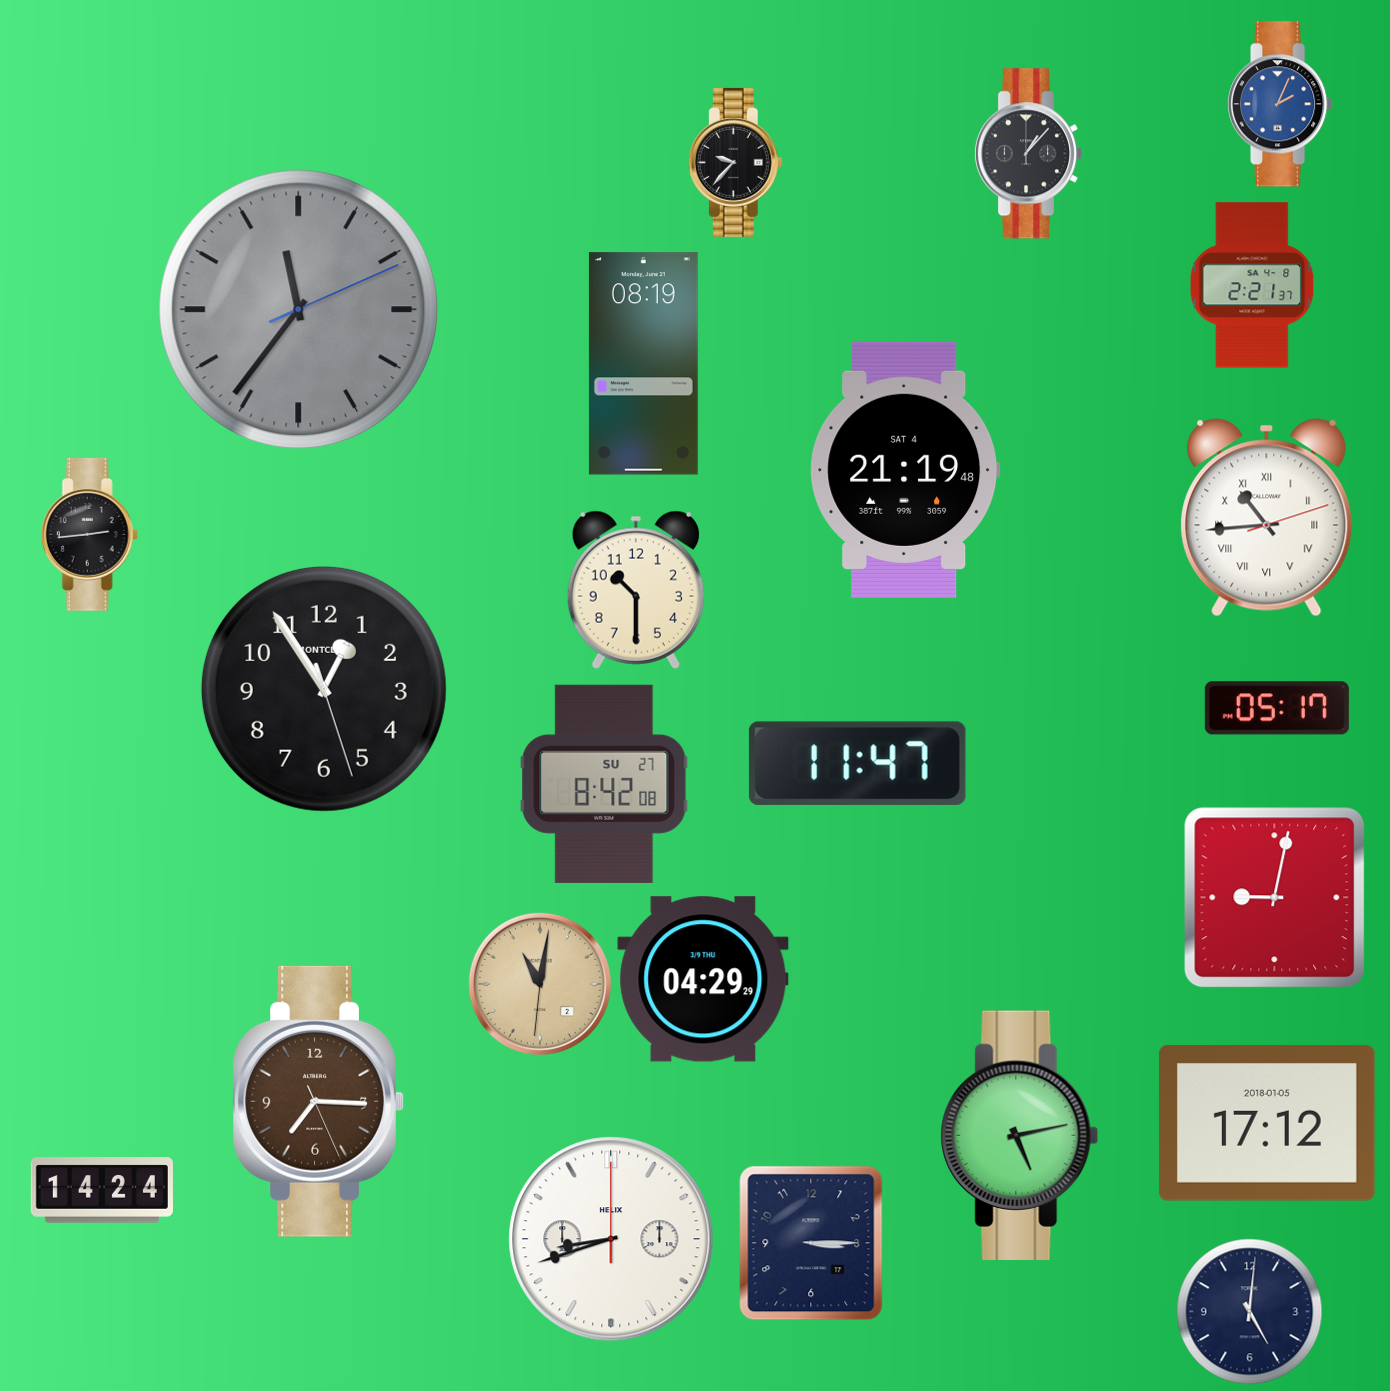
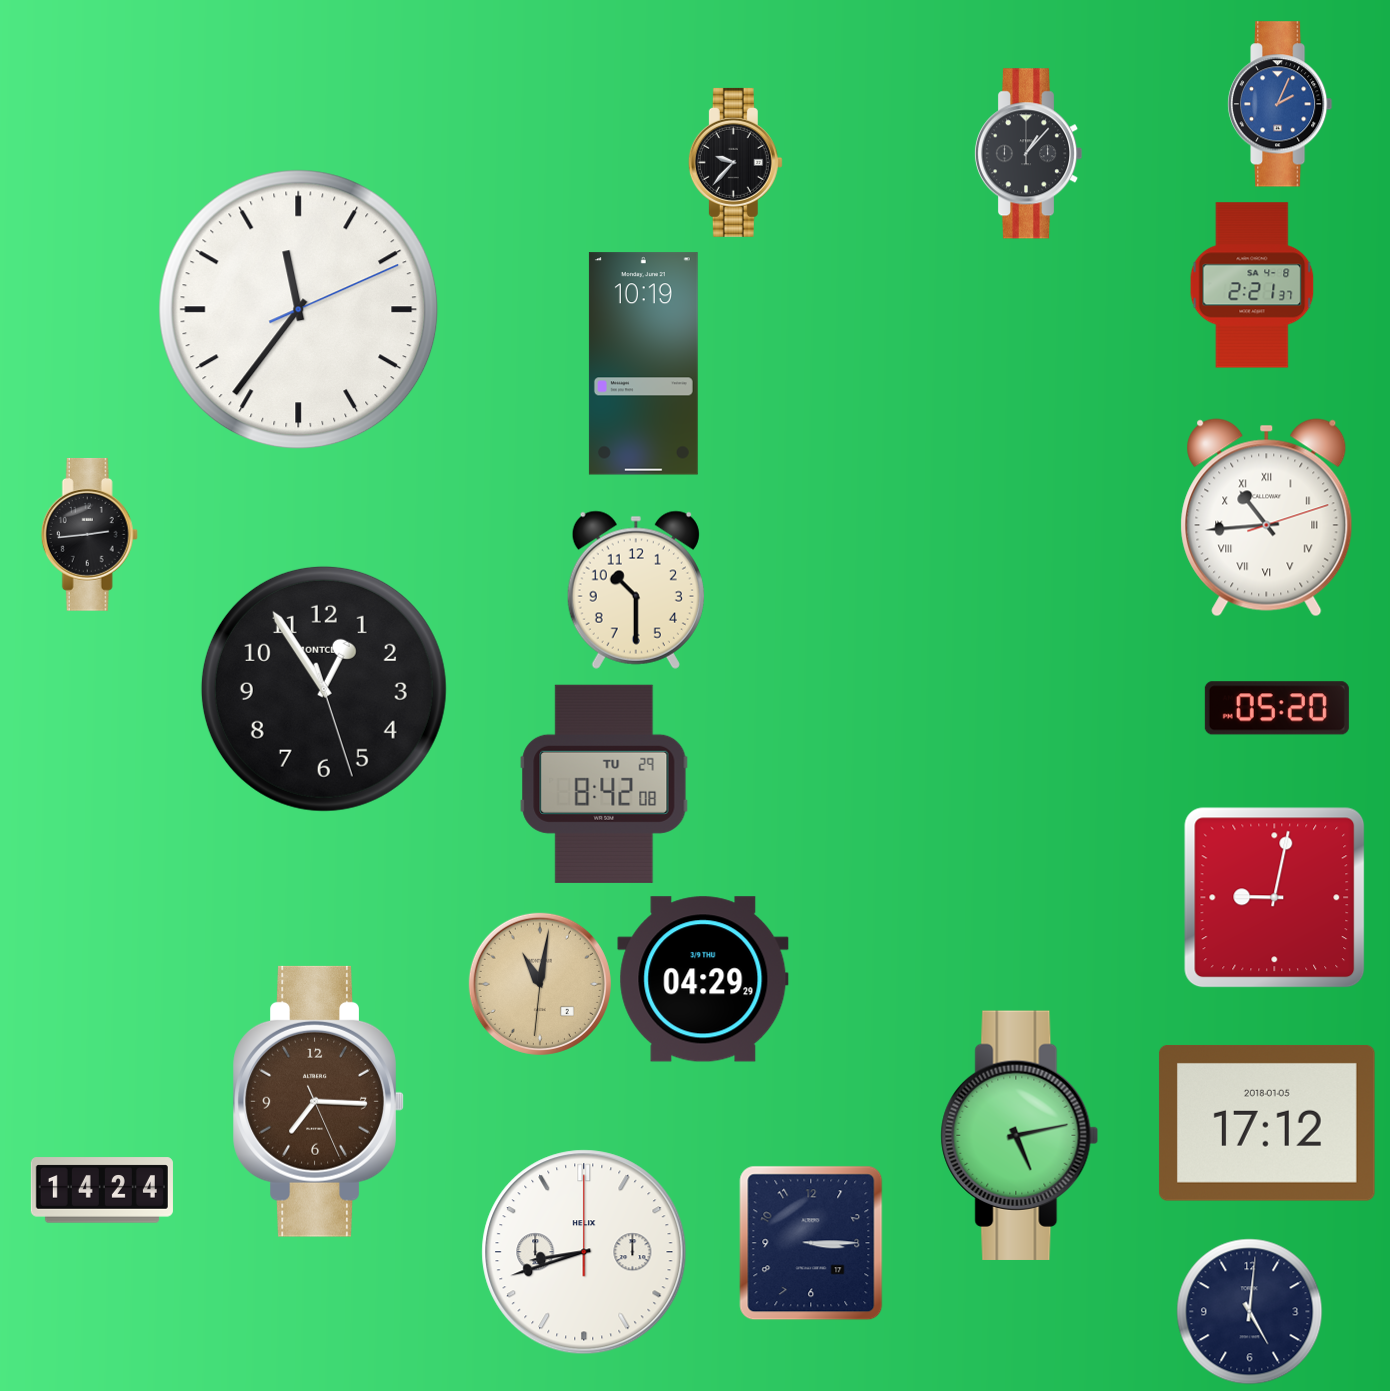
clock at (299, 310) dial: grey -> white
clock at (643, 364): 08:19 -> 10:19
clock at (905, 470): 21:19 -> none
clock at (1277, 708): 05:17 -> 05:20
clock at (857, 763): 11:47 -> none
clock at (604, 784) date: SU 27 -> TU 29
clock at (611, 1239) position: (611, 1239) -> (584, 1252)
